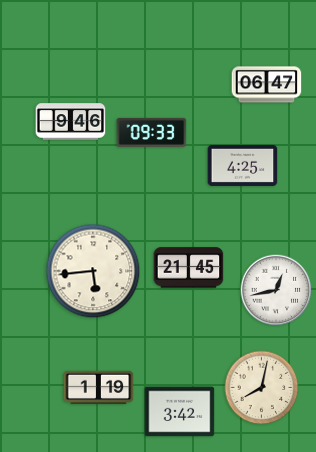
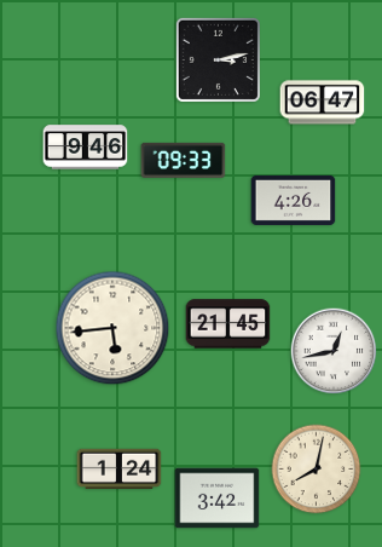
clock at (218, 59): none -> 3:13
clock at (243, 165): 4:25 -> 4:26
clock at (99, 388): 1:19 -> 1:24
